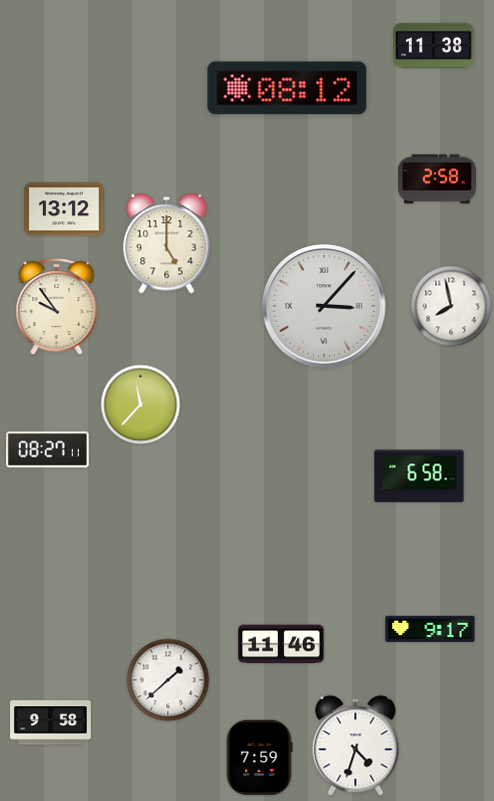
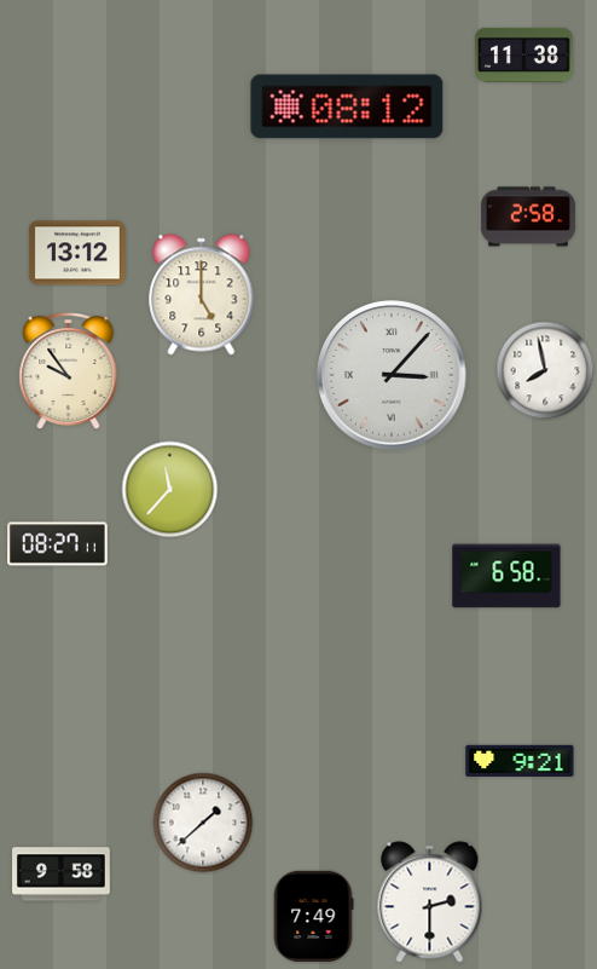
clock at (324, 306) position: (324, 306) -> (392, 375)
clock at (430, 629): 9:17 -> 9:21
clock at (281, 644): 11:46 -> none
clock at (356, 746): 4:33 -> 2:30
clock at (259, 757): 7:59 -> 7:49
